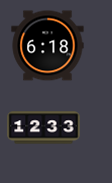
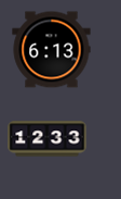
clock at (48, 46): 6:18 -> 6:13
